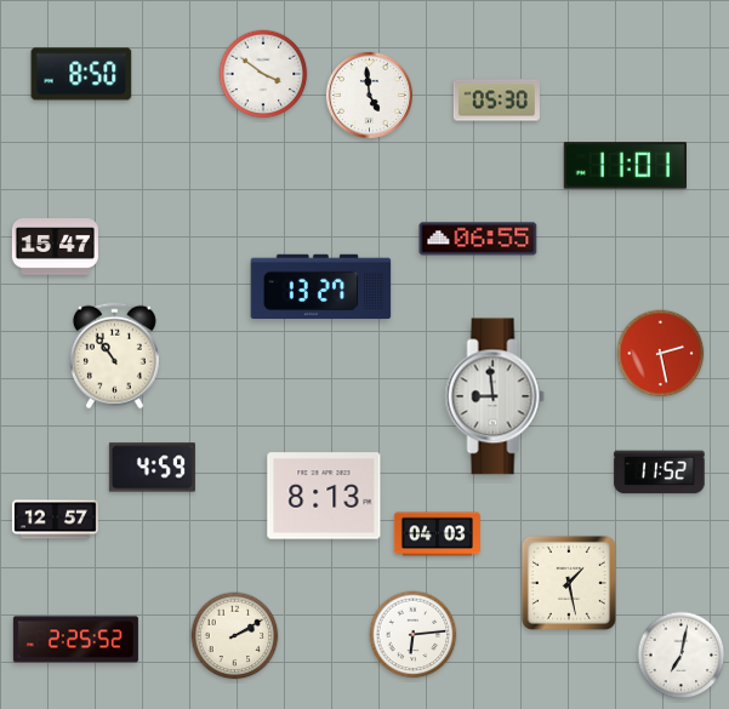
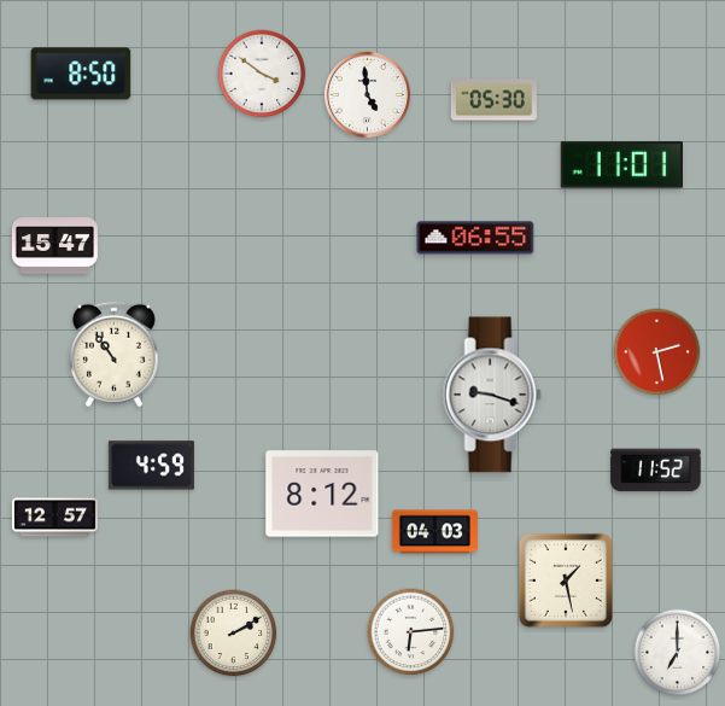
clock at (321, 287): 13:27 -> none
clock at (495, 396): 8:59 -> 9:18
clock at (324, 496): 8:13 -> 8:12
clock at (75, 640): 2:25 -> none
clock at (682, 656): 7:02 -> 7:00
